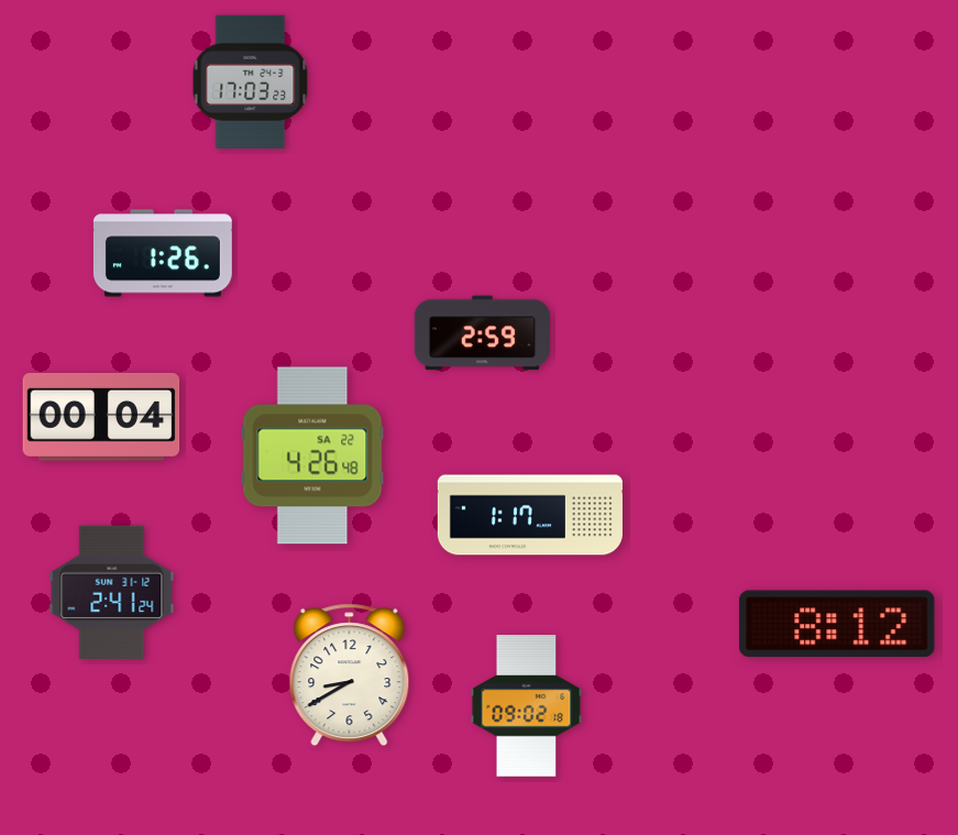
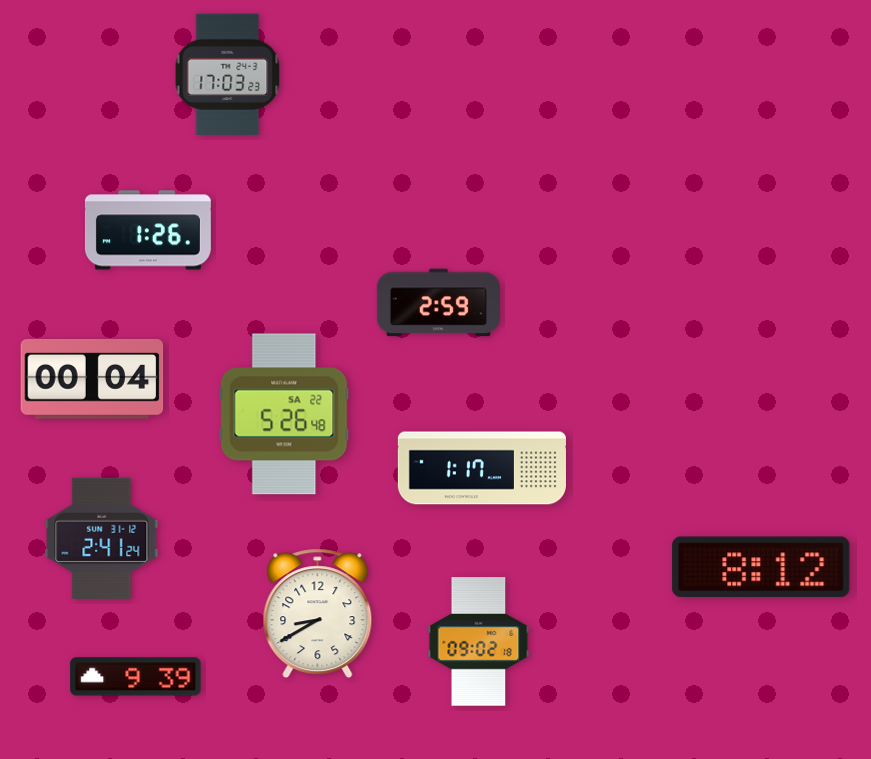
clock at (312, 455): 4:26 -> 5:26
clock at (136, 677): none -> 9:39
